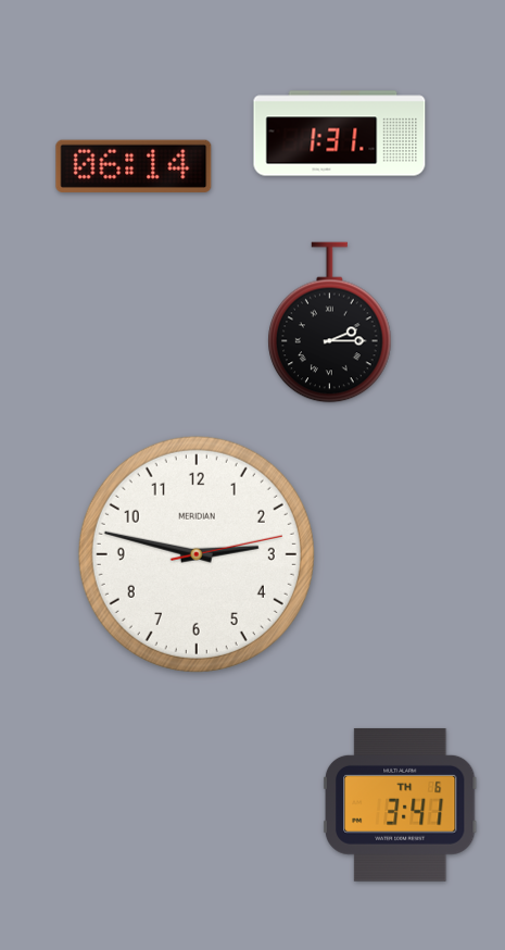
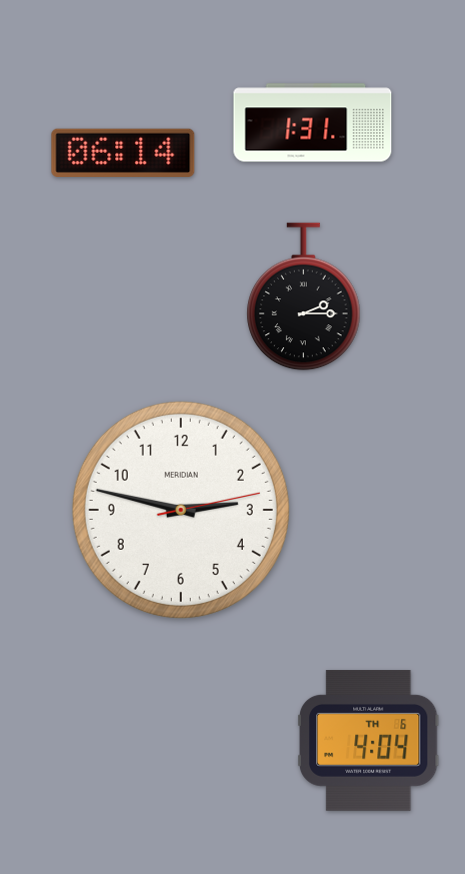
clock at (400, 804): 3:41 -> 4:04
